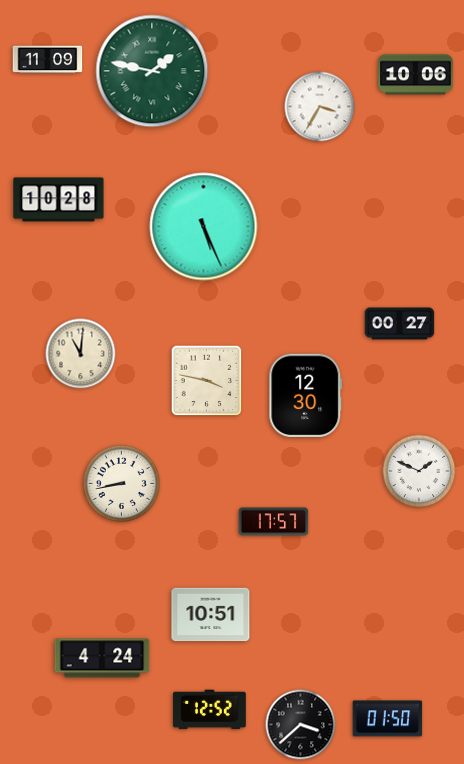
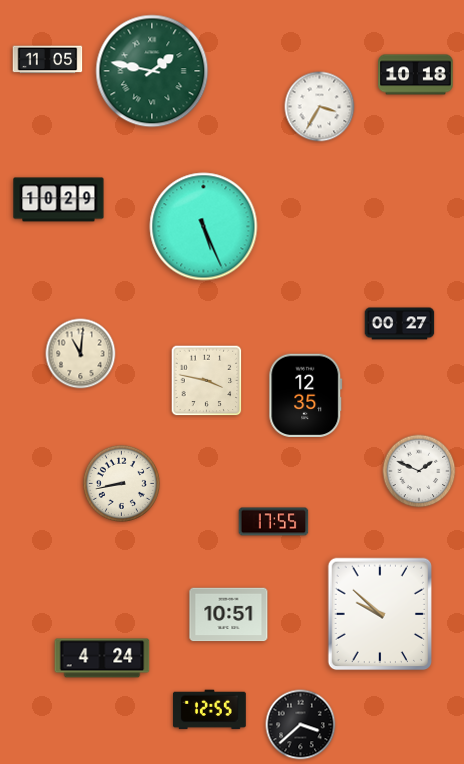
clock at (48, 60): 11:09 -> 11:05
clock at (416, 75): 10:06 -> 10:18
clock at (59, 200): 10:28 -> 10:29
clock at (306, 395): 12:30 -> 12:35
clock at (274, 522): 17:57 -> 17:55
clock at (379, 614): none -> 9:52
clock at (211, 615) position: (211, 615) -> (229, 615)
clock at (209, 710): 12:52 -> 12:55
clock at (388, 719): 01:50 -> none
